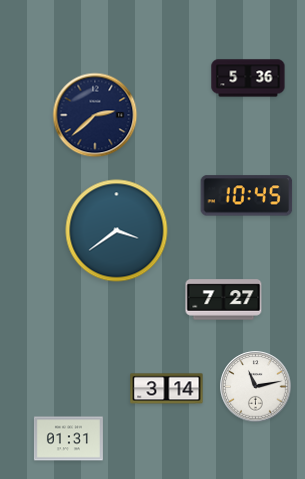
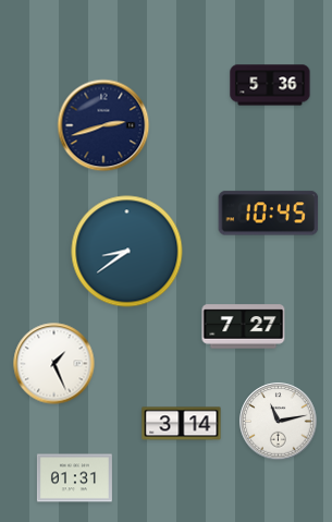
clock at (95, 115): 2:38 -> 2:42
clock at (117, 231): 3:39 -> 8:39
clock at (54, 364): none -> 1:26
